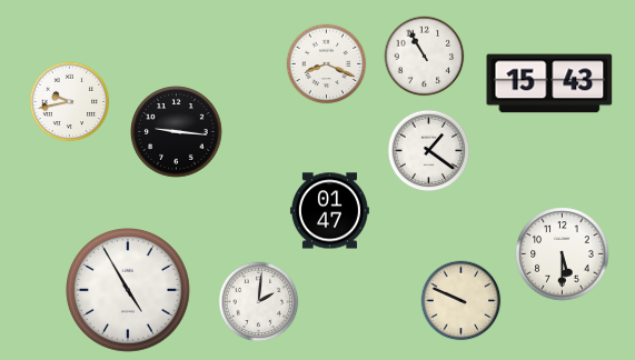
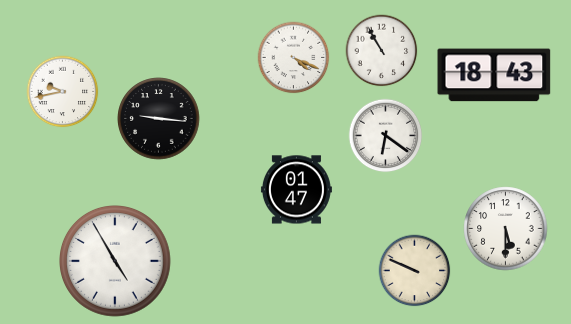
clock at (327, 64): 8:19 -> 4:19
clock at (549, 83): 15:43 -> 18:43
clock at (429, 151): 1:21 -> 6:21
clock at (259, 302): 2:01 -> none
